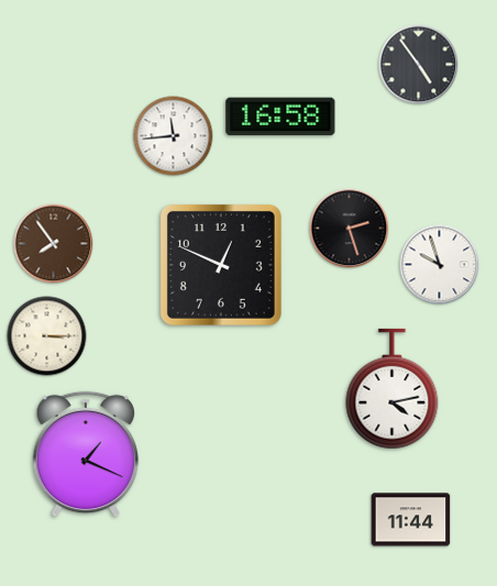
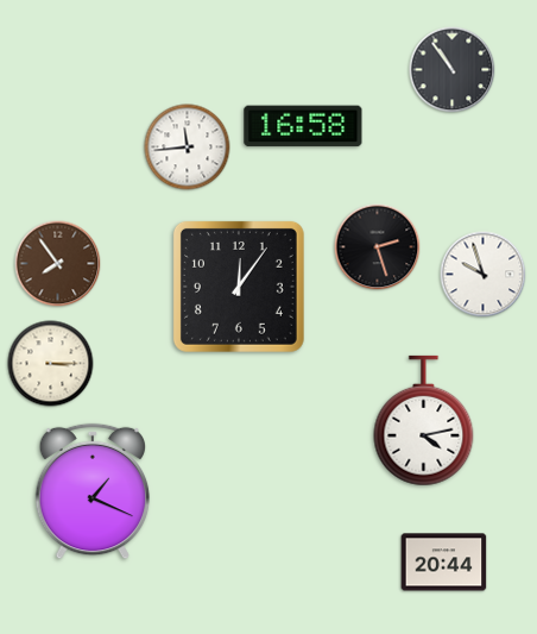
clock at (419, 65): 4:54 -> 10:54
clock at (221, 265): 12:49 -> 12:06
clock at (440, 265) position: (440, 265) -> (484, 275)
clock at (411, 520): 11:44 -> 20:44
